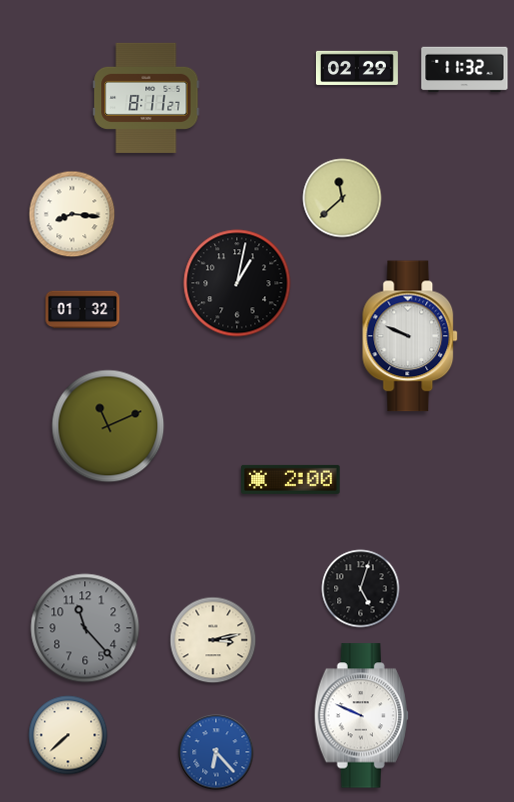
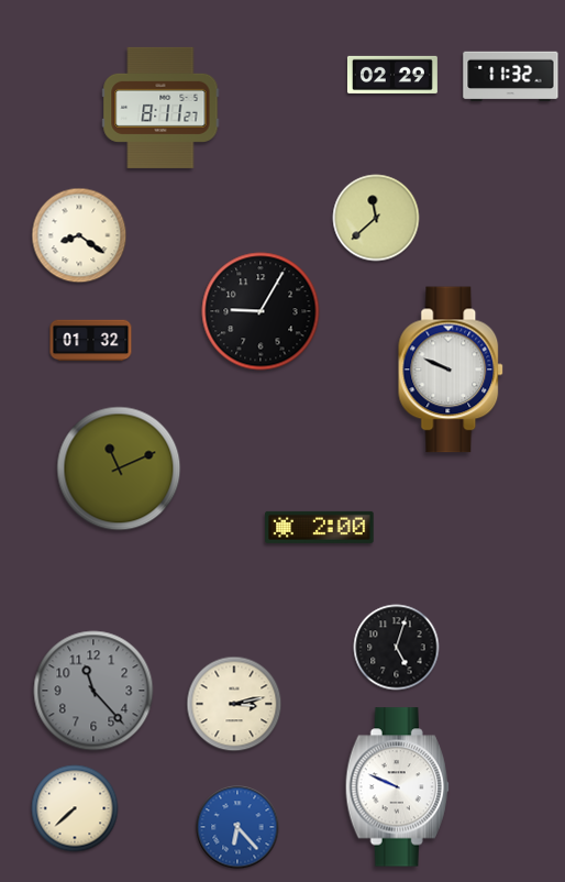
clock at (72, 214): 8:16 -> 8:21
clock at (237, 283): 1:02 -> 9:05
